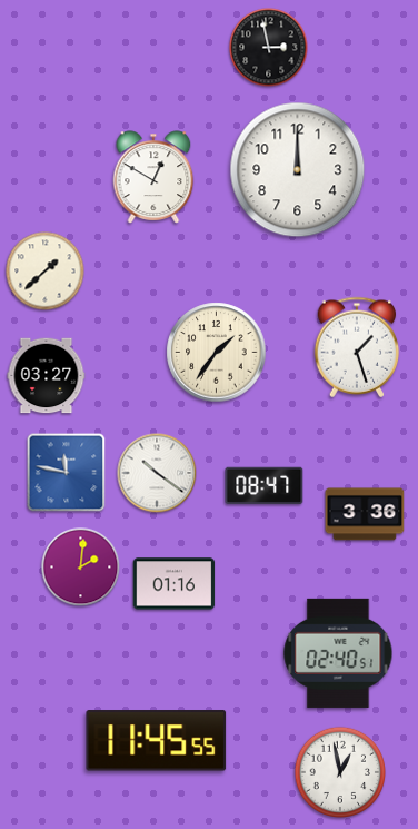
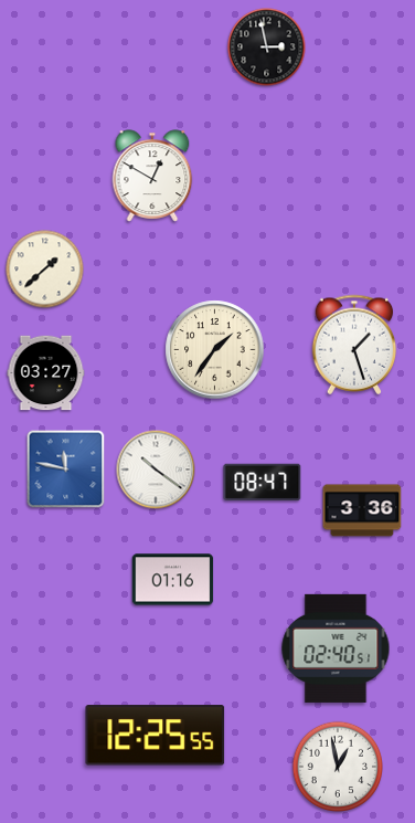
clock at (298, 170): 12:00 -> none
clock at (81, 568): 2:01 -> none
clock at (157, 741): 11:45 -> 12:25
